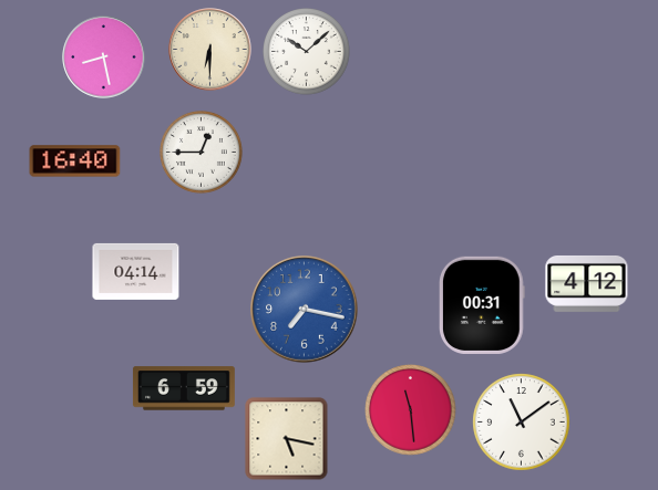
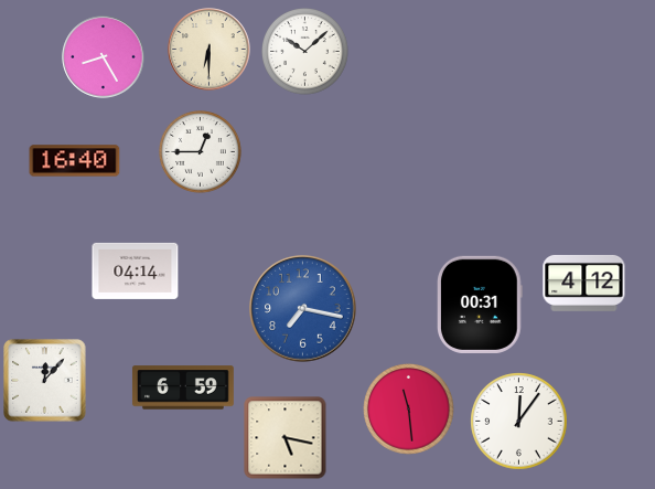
clock at (104, 58): 8:28 -> 8:25
clock at (45, 381): none -> 12:07
clock at (522, 423): 11:09 -> 12:06
